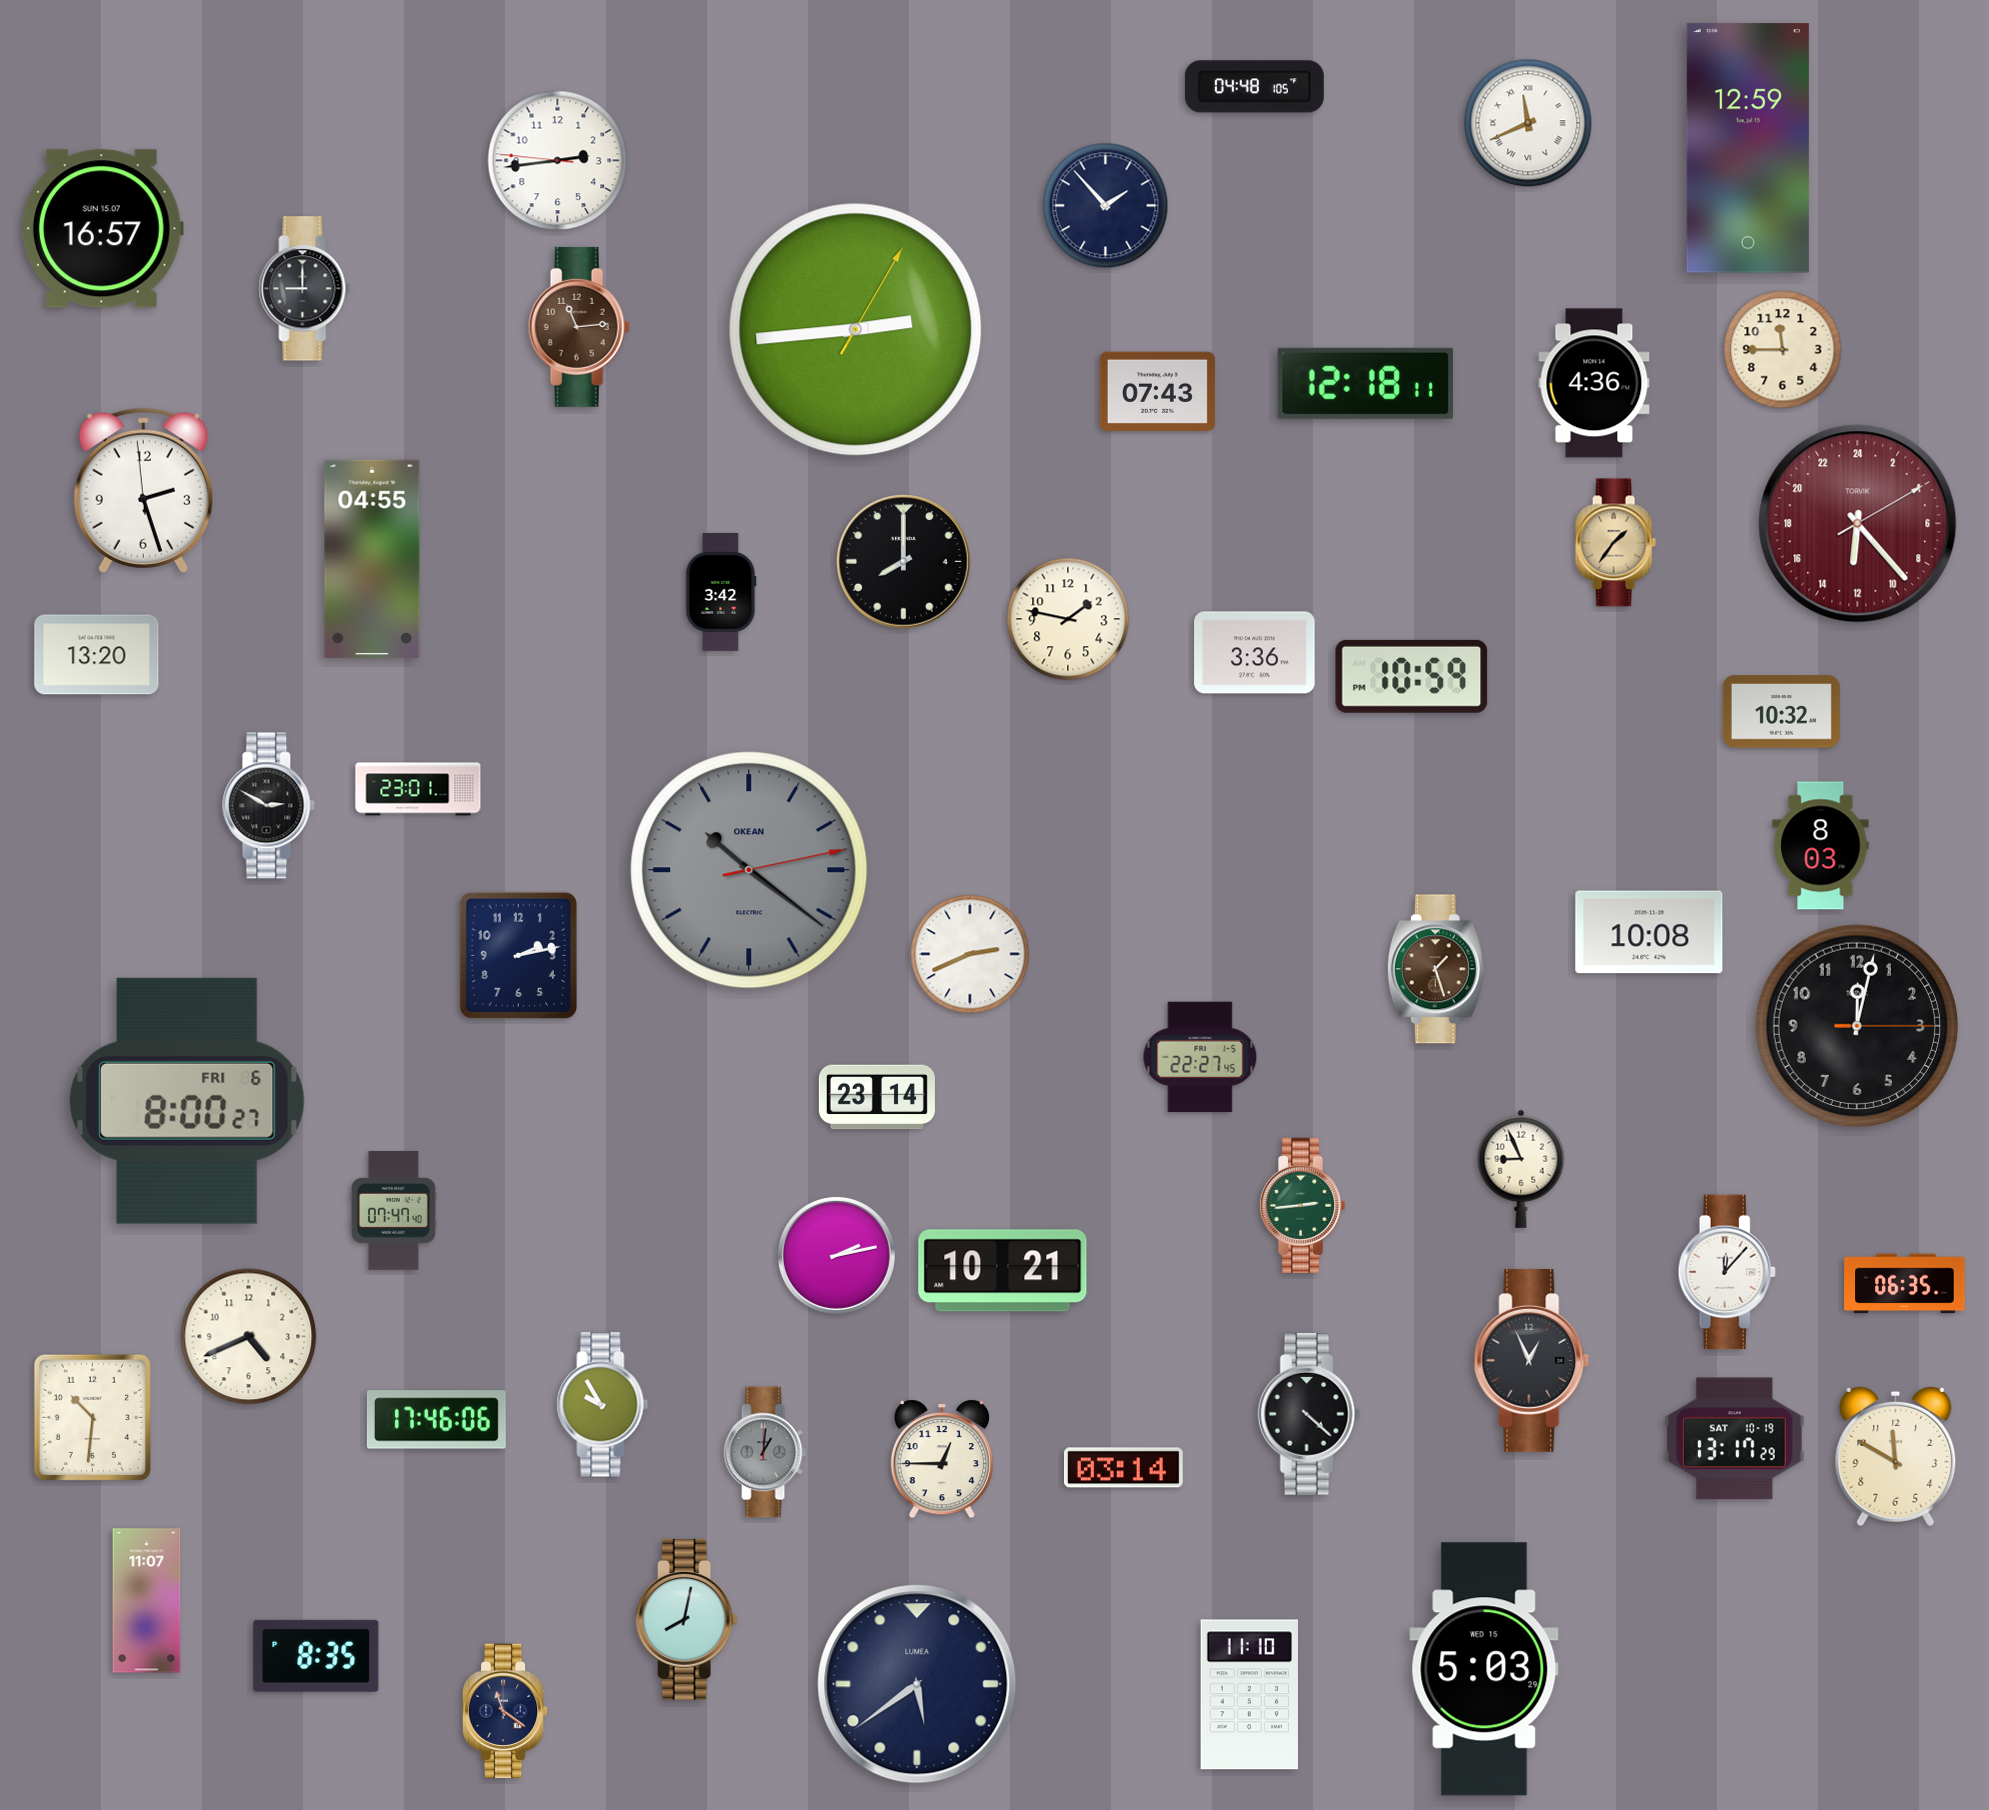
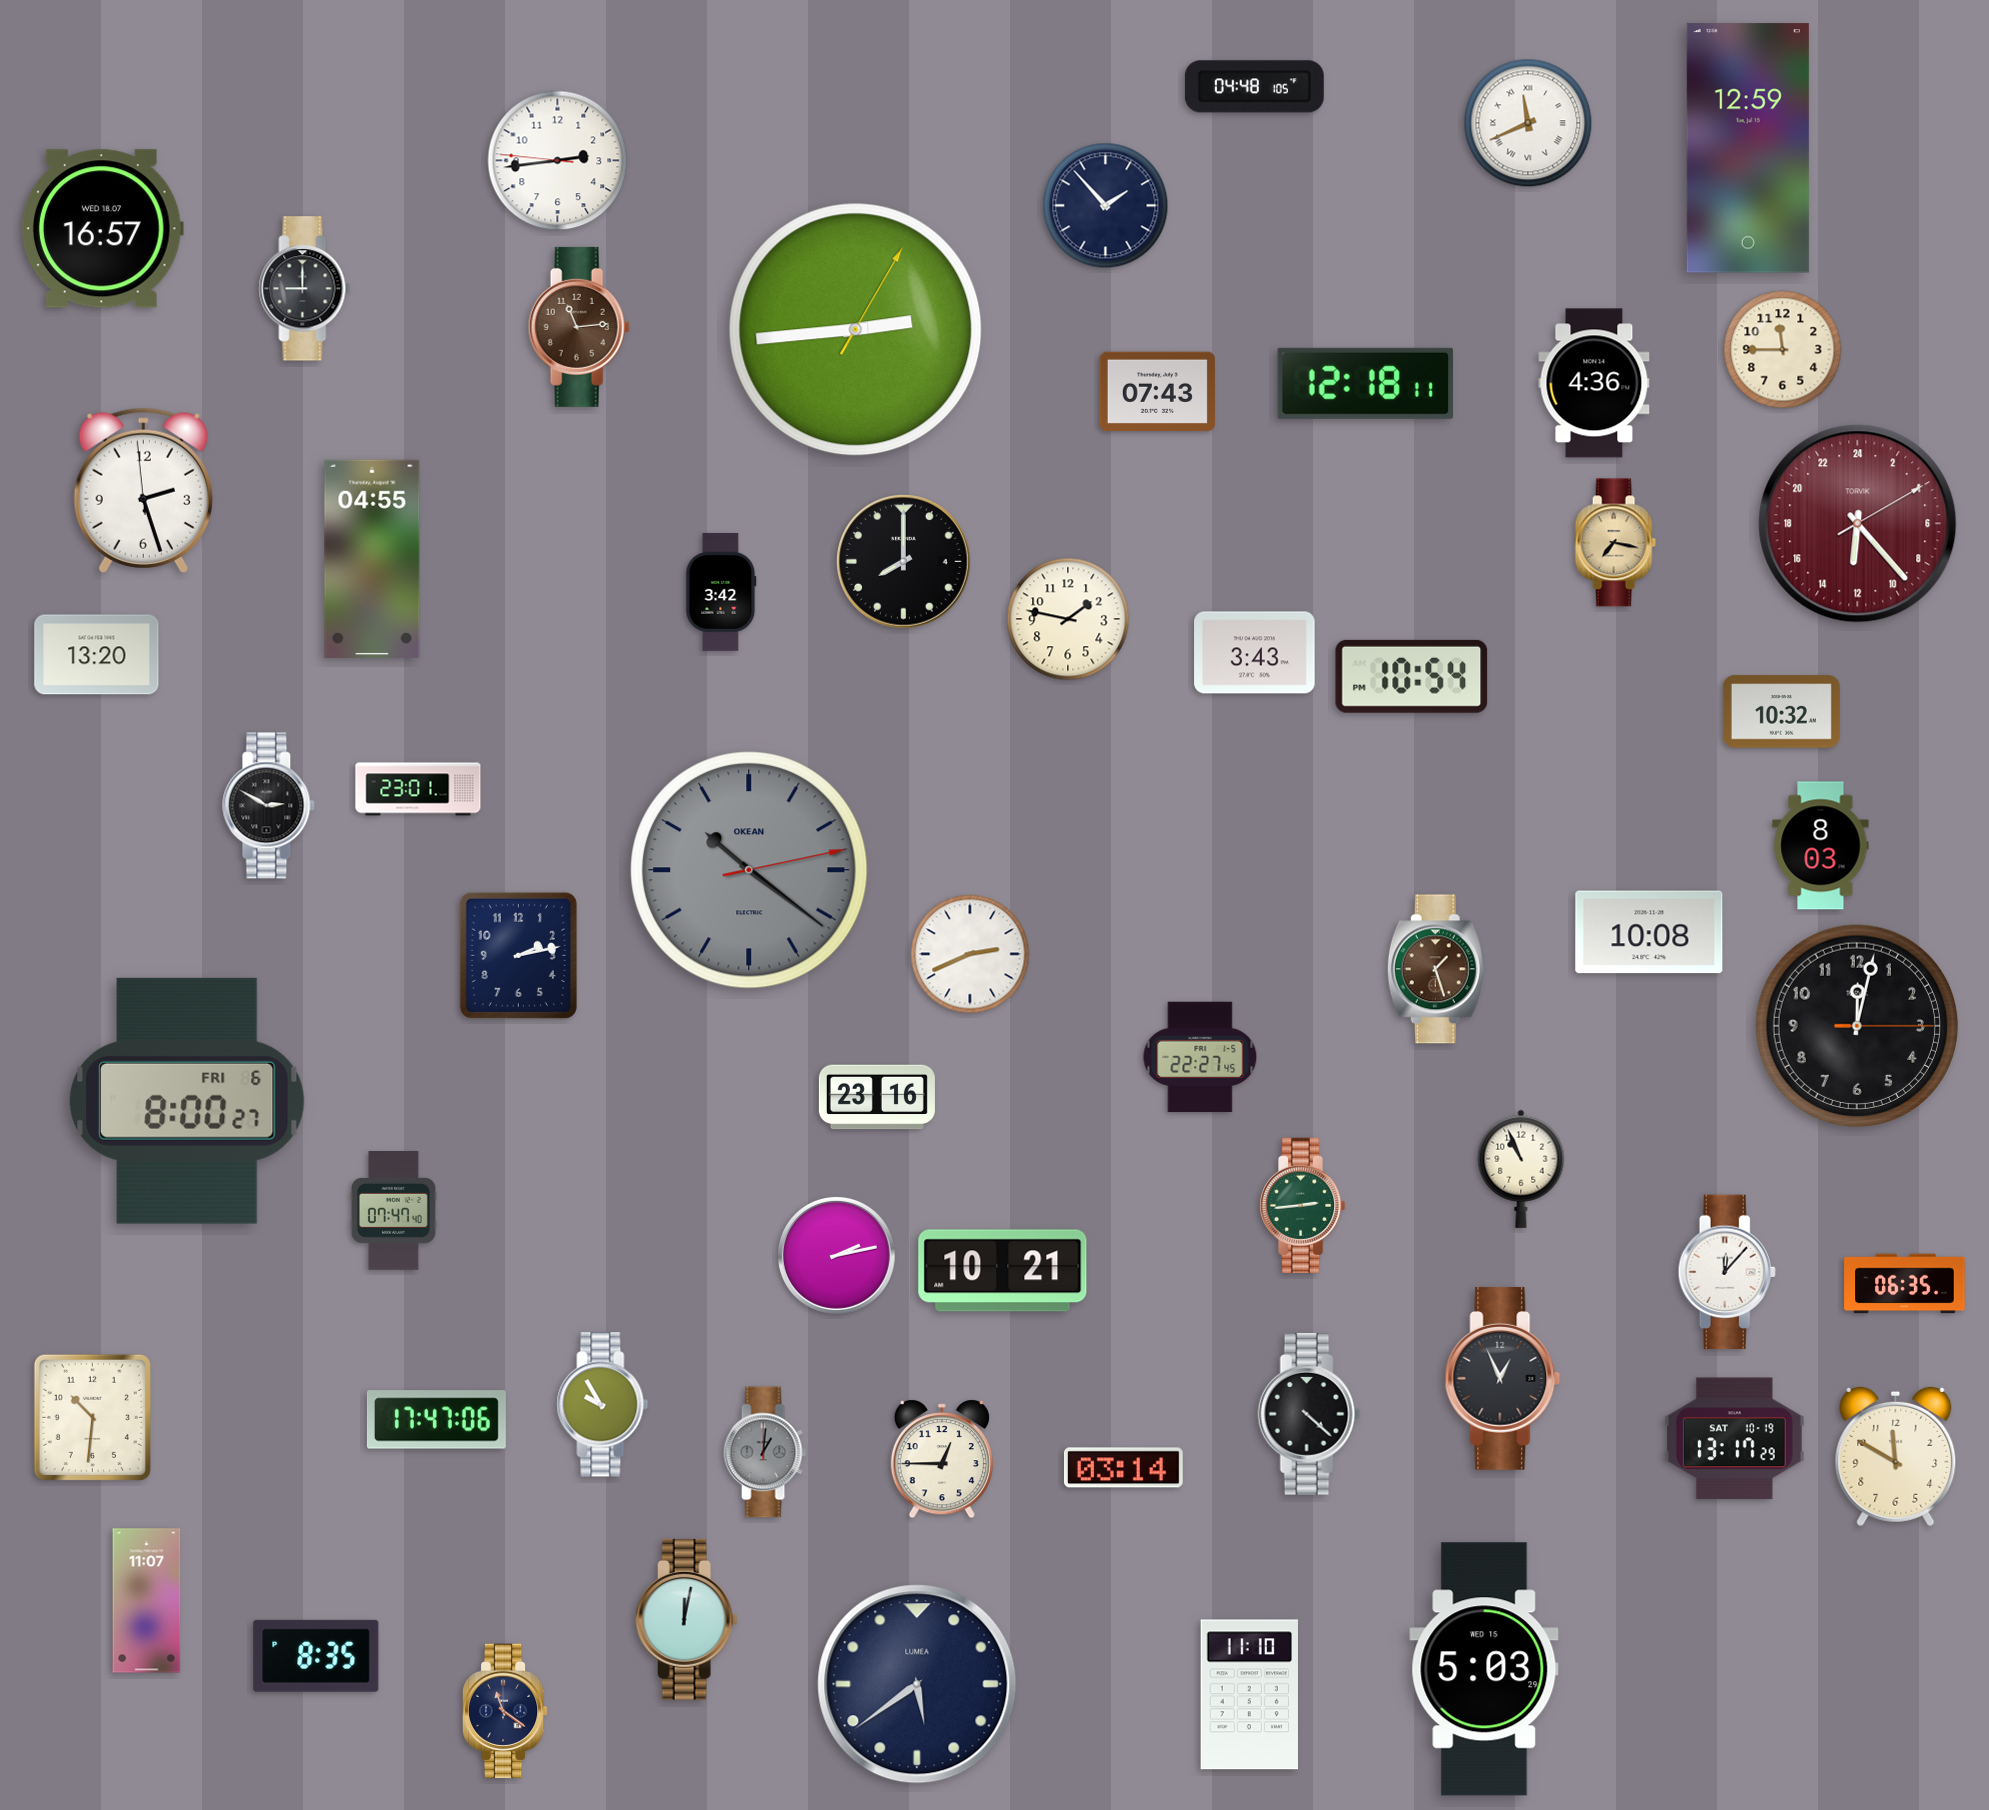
clock at (102, 229) date: SUN 15.07 -> WED 18.07
clock at (1615, 543): 1:36 -> 7:17
clock at (1255, 653): 3:36 -> 3:43
clock at (1412, 676): 10:59 -> 10:54
clock at (877, 1097): 23:14 -> 23:16
clock at (1521, 1169): 8:56 -> 10:56
clock at (249, 1337): 4:41 -> none
clock at (1532, 1360) position: (1532, 1360) -> (1503, 1378)
clock at (436, 1420): 17:46 -> 17:47
clock at (687, 1619): 8:02 -> 12:02
